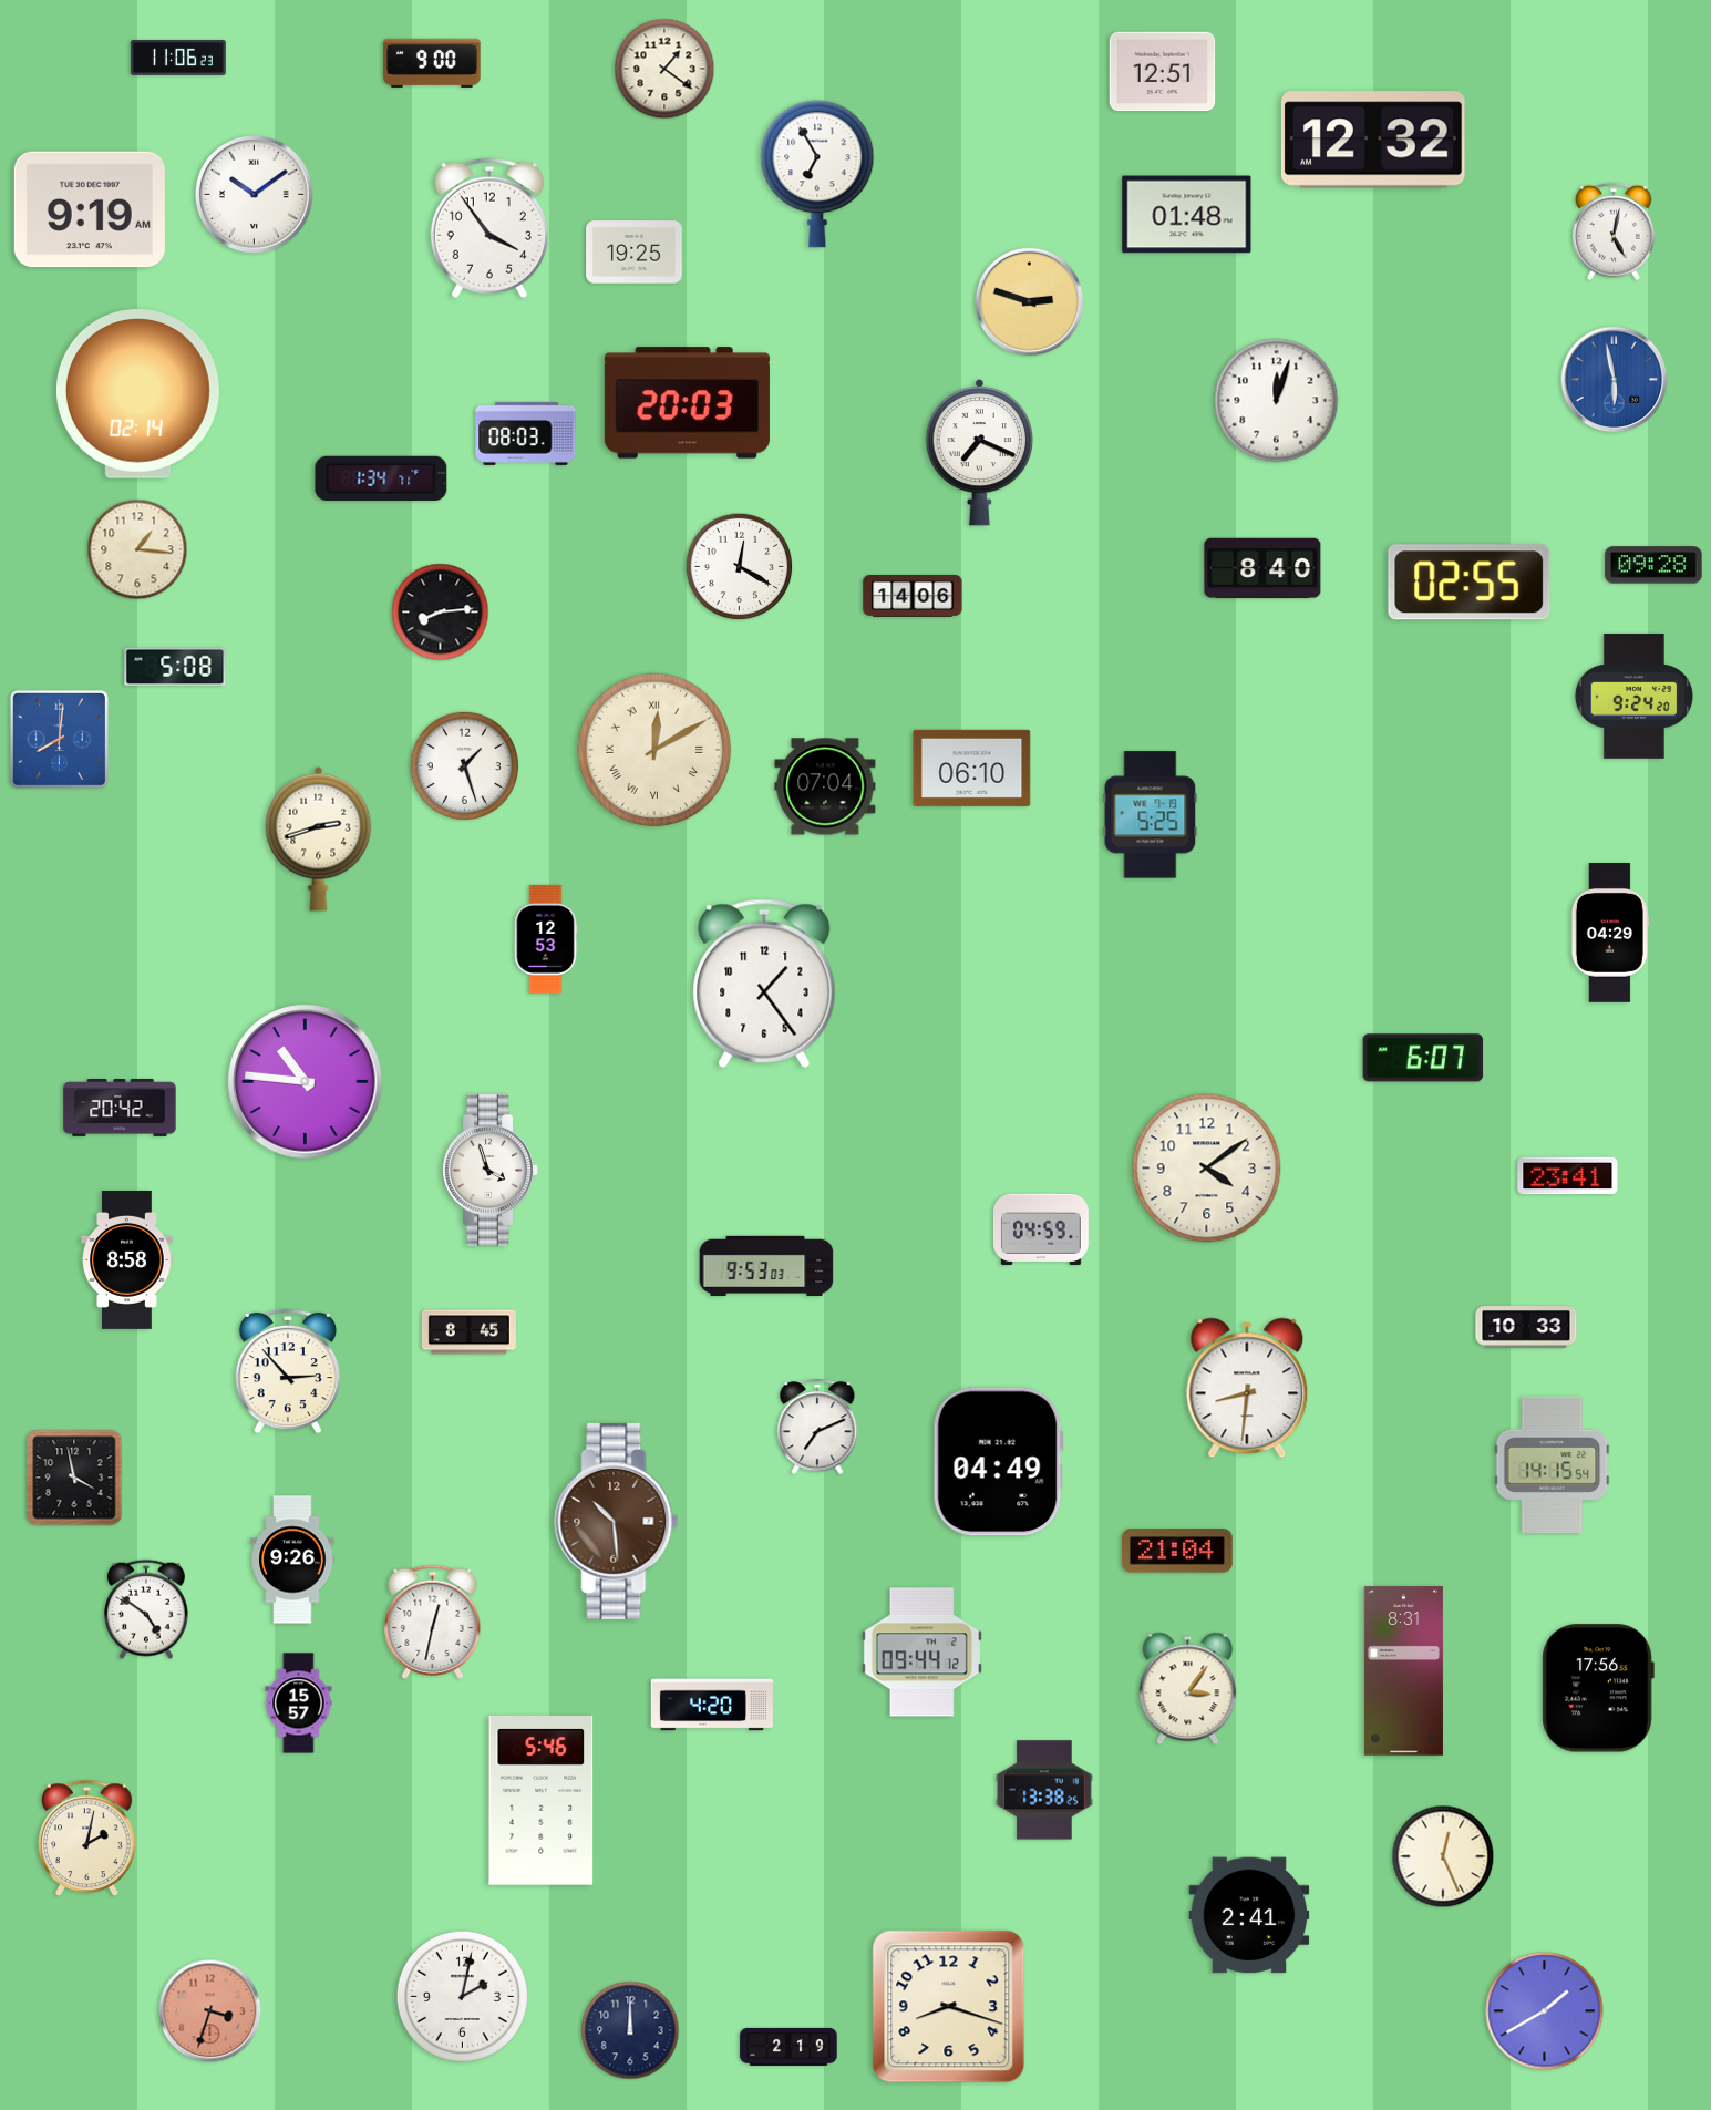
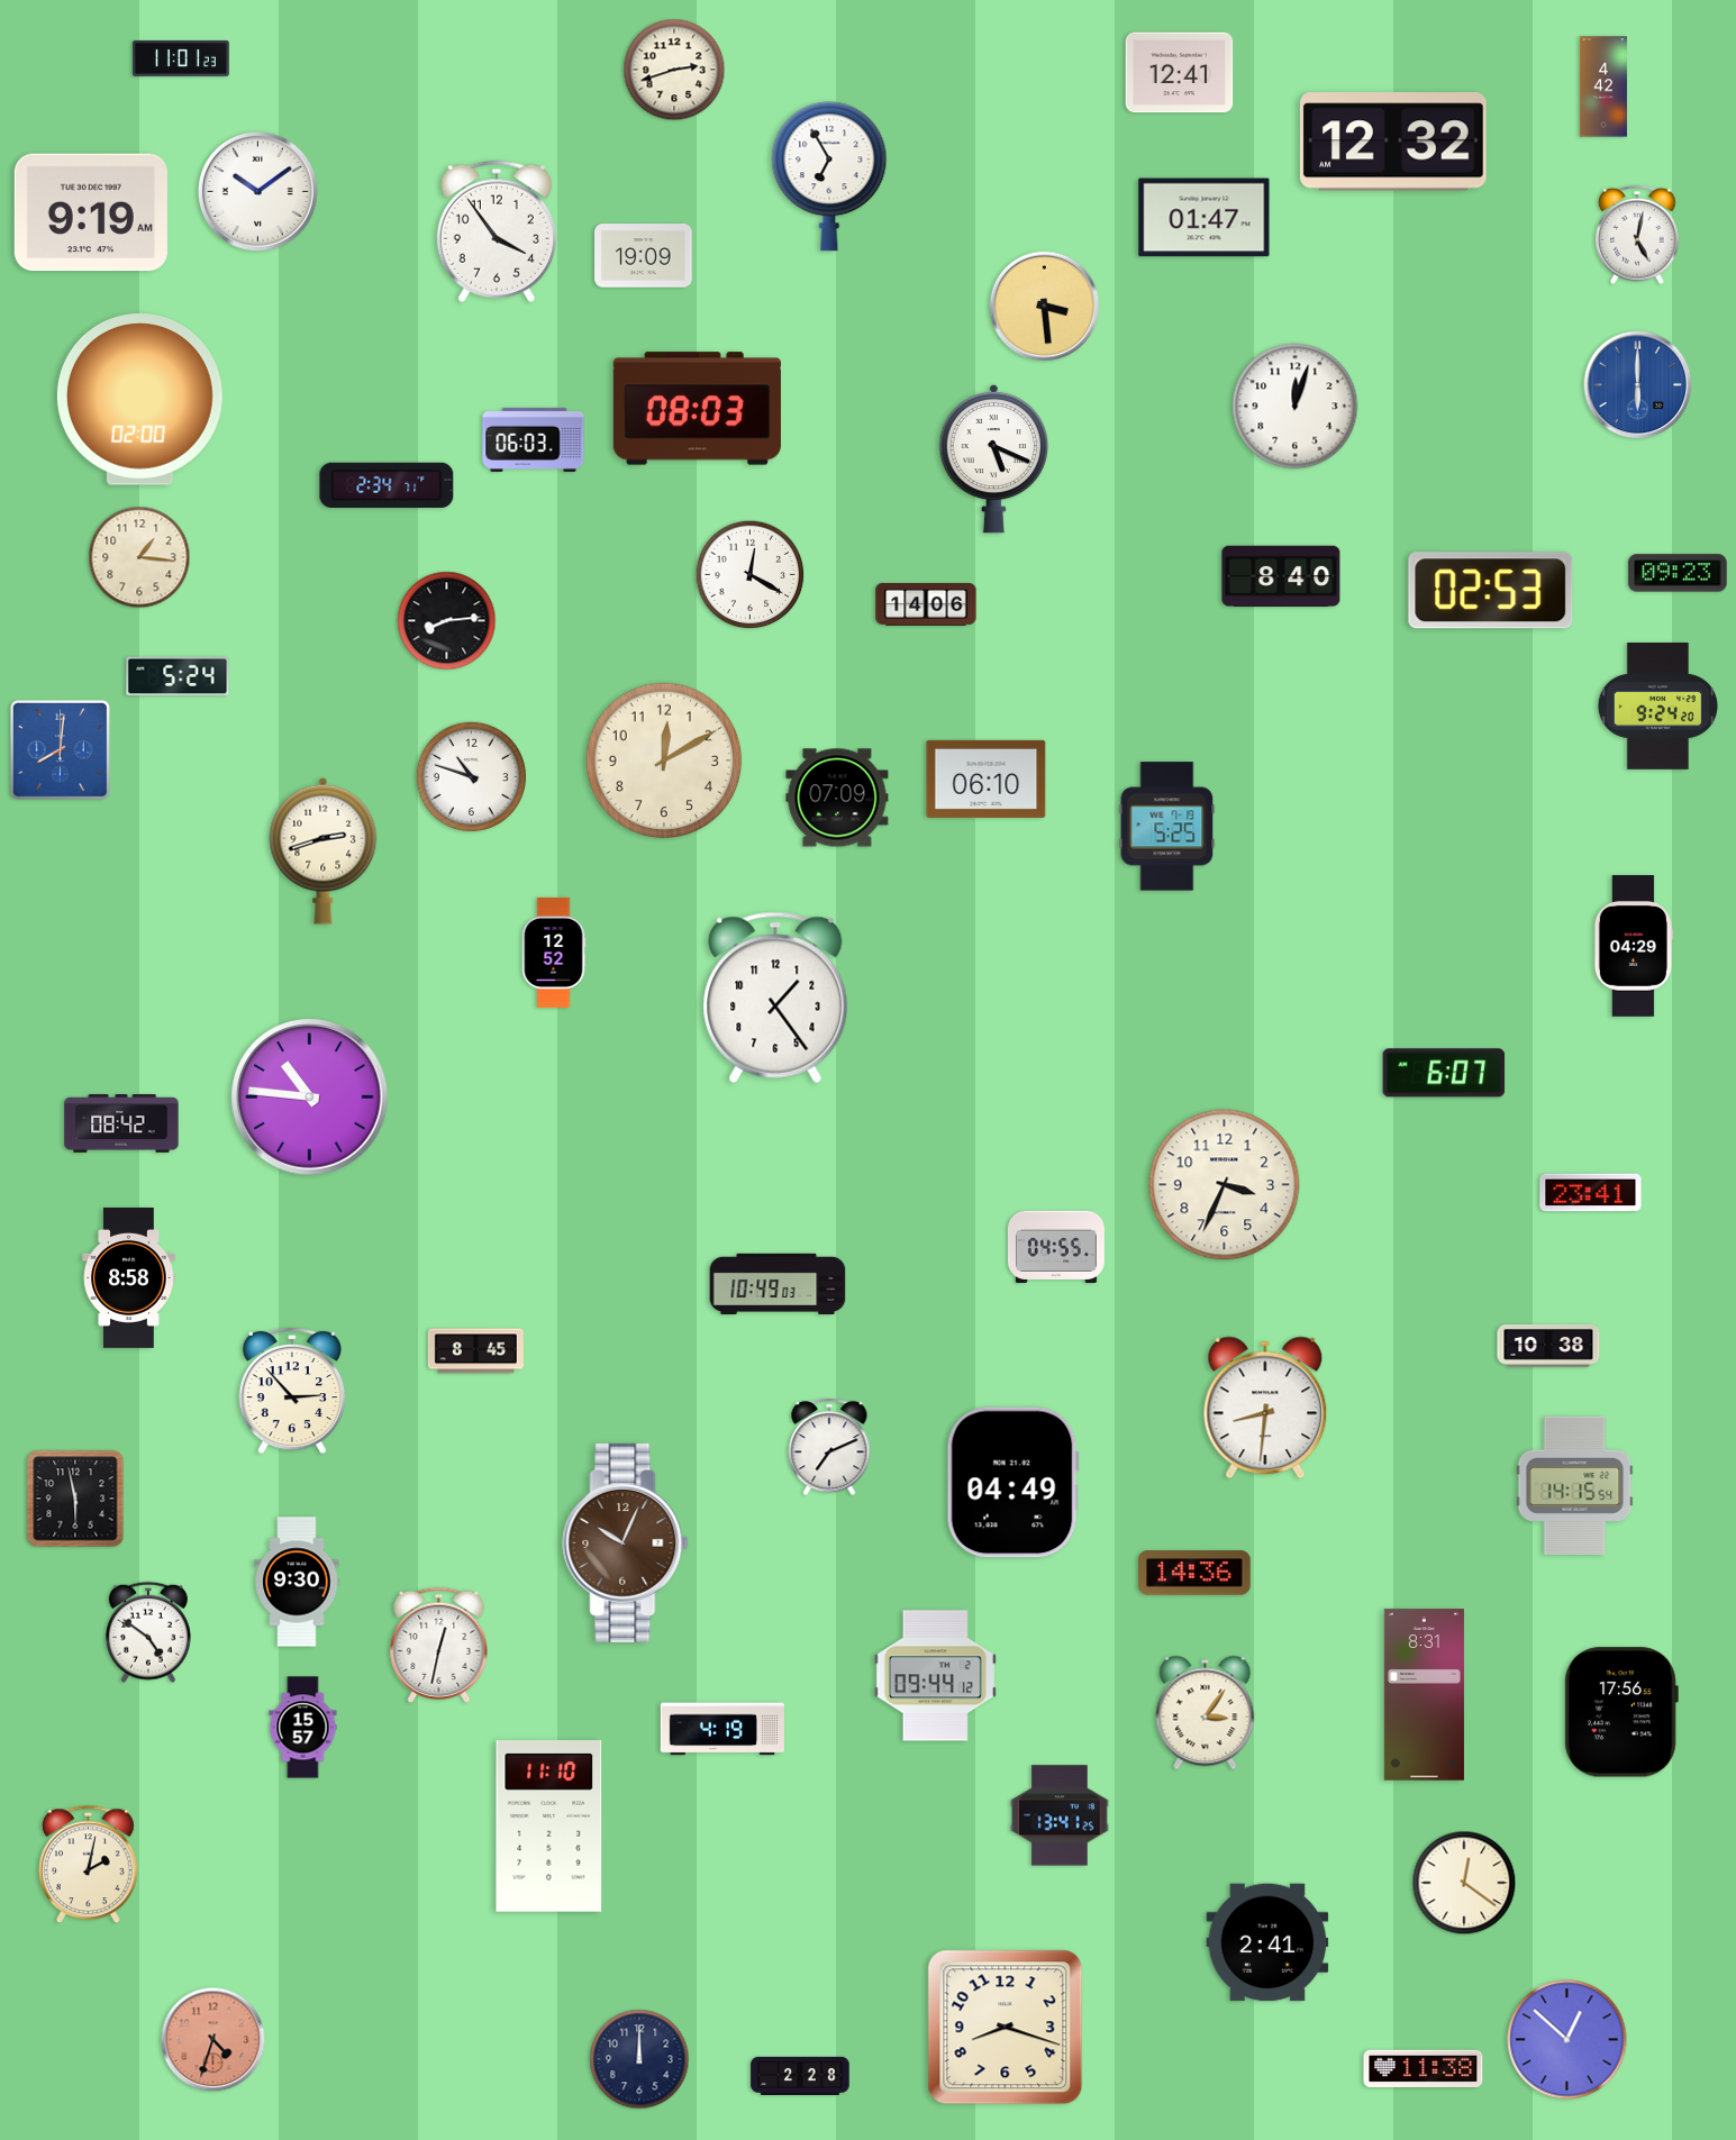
clock at (178, 58): 11:06 -> 11:01
clock at (432, 63): 9:00 -> none
clock at (664, 69): 1:21 -> 2:42
clock at (1163, 72): 12:51 -> 12:41
clock at (1603, 86): none -> 4:42
clock at (255, 195) position: (255, 195) -> (258, 192)
clock at (1187, 215): 01:48 -> 01:47
clock at (635, 253): 19:25 -> 19:09
clock at (1030, 302): 2:48 -> 3:29
clock at (1615, 380): 5:58 -> 6:00
clock at (137, 394): 02:14 -> 02:00
clock at (687, 403): 20:03 -> 08:03
clock at (526, 433): 08:03 -> 06:03
clock at (980, 452): 7:19 -> 5:19
clock at (381, 477): 1:34 -> 2:34
clock at (1653, 565): 09:28 -> 09:23
clock at (1470, 583): 02:55 -> 02:53
clock at (175, 667): 5:08 -> 5:24
clock at (654, 750) numerals: Roman -> Arabic
clock at (464, 765): 1:27 -> 10:48
clock at (825, 786): 07:04 -> 07:09
clock at (546, 939): 12:53 -> 12:52
clock at (120, 1109): 20:42 -> 08:42
clock at (1207, 1169): 4:09 -> 3:34
clock at (489, 1170): 3:57 -> none
clock at (1041, 1229): 04:59 -> 04:55
clock at (766, 1266): 9:53 -> 10:49
clock at (1526, 1328): 10:33 -> 10:38
clock at (74, 1478): 3:58 -> 5:58
clock at (617, 1521): 10:29 -> 10:04
clock at (1178, 1551): 21:04 -> 14:36
clock at (292, 1560): 9:26 -> 9:30
clock at (712, 1705): 4:20 -> 4:19
clock at (1044, 1790): 13:38 -> 13:41
clock at (542, 1801): 5:46 -> 11:10
clock at (1443, 1856): 12:26 -> 12:21
clock at (463, 1997): 2:02 -> none
clock at (949, 2007) position: (949, 2007) -> (1006, 2028)
clock at (210, 2011): 3:33 -> 4:33
clock at (1545, 2011): 1:40 -> 12:52
clock at (1424, 2069): none -> 11:38
clock at (788, 2047): 2:19 -> 2:28
